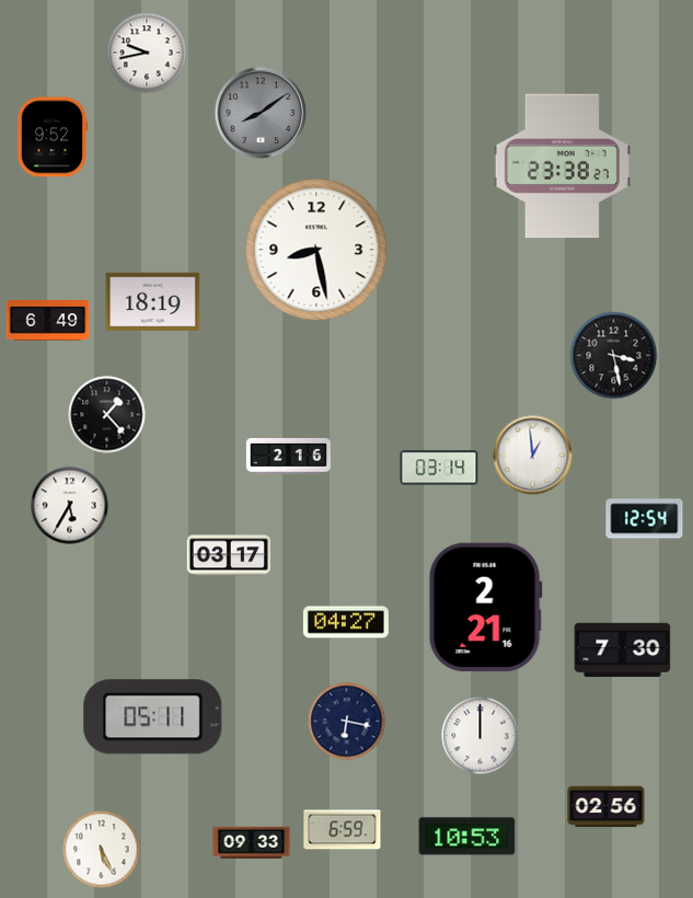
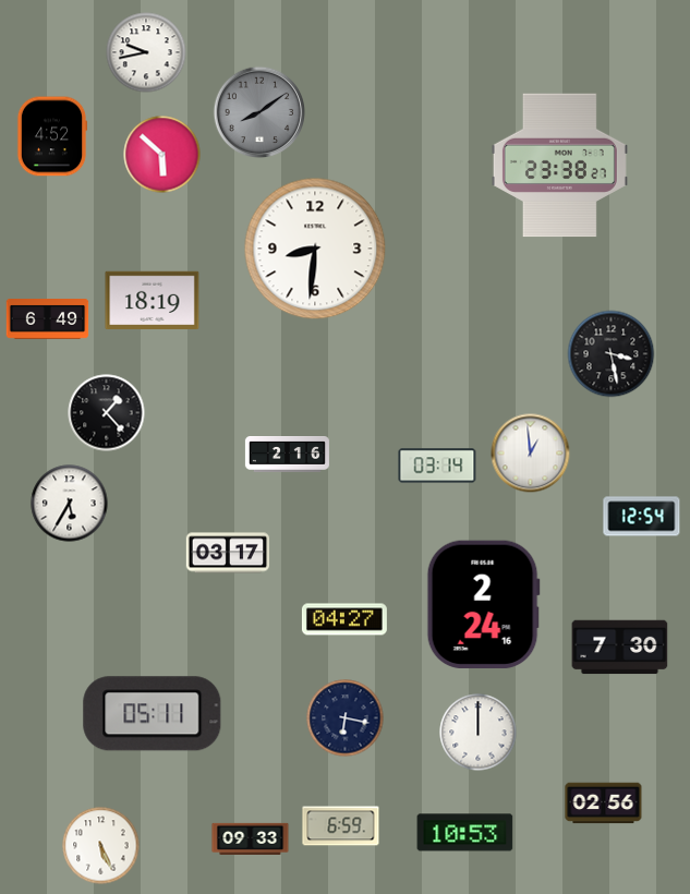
clock at (53, 137): 9:52 -> 4:52
clock at (162, 155): none -> 5:52
clock at (316, 250): 8:28 -> 8:31
clock at (485, 607): 2:21 -> 2:24
